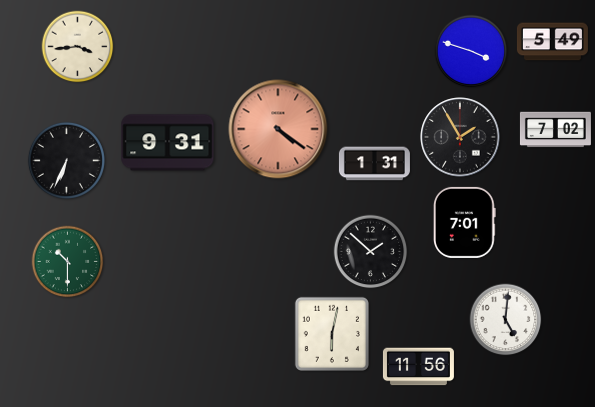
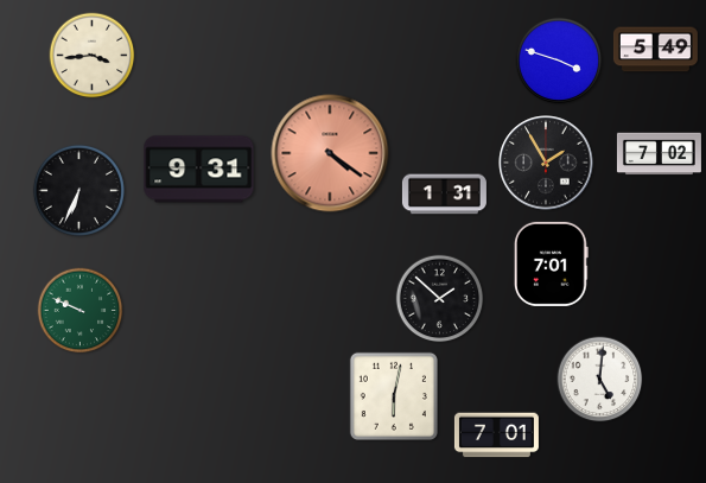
clock at (68, 262): 10:30 -> 9:49
clock at (418, 367): 11:56 -> 7:01
